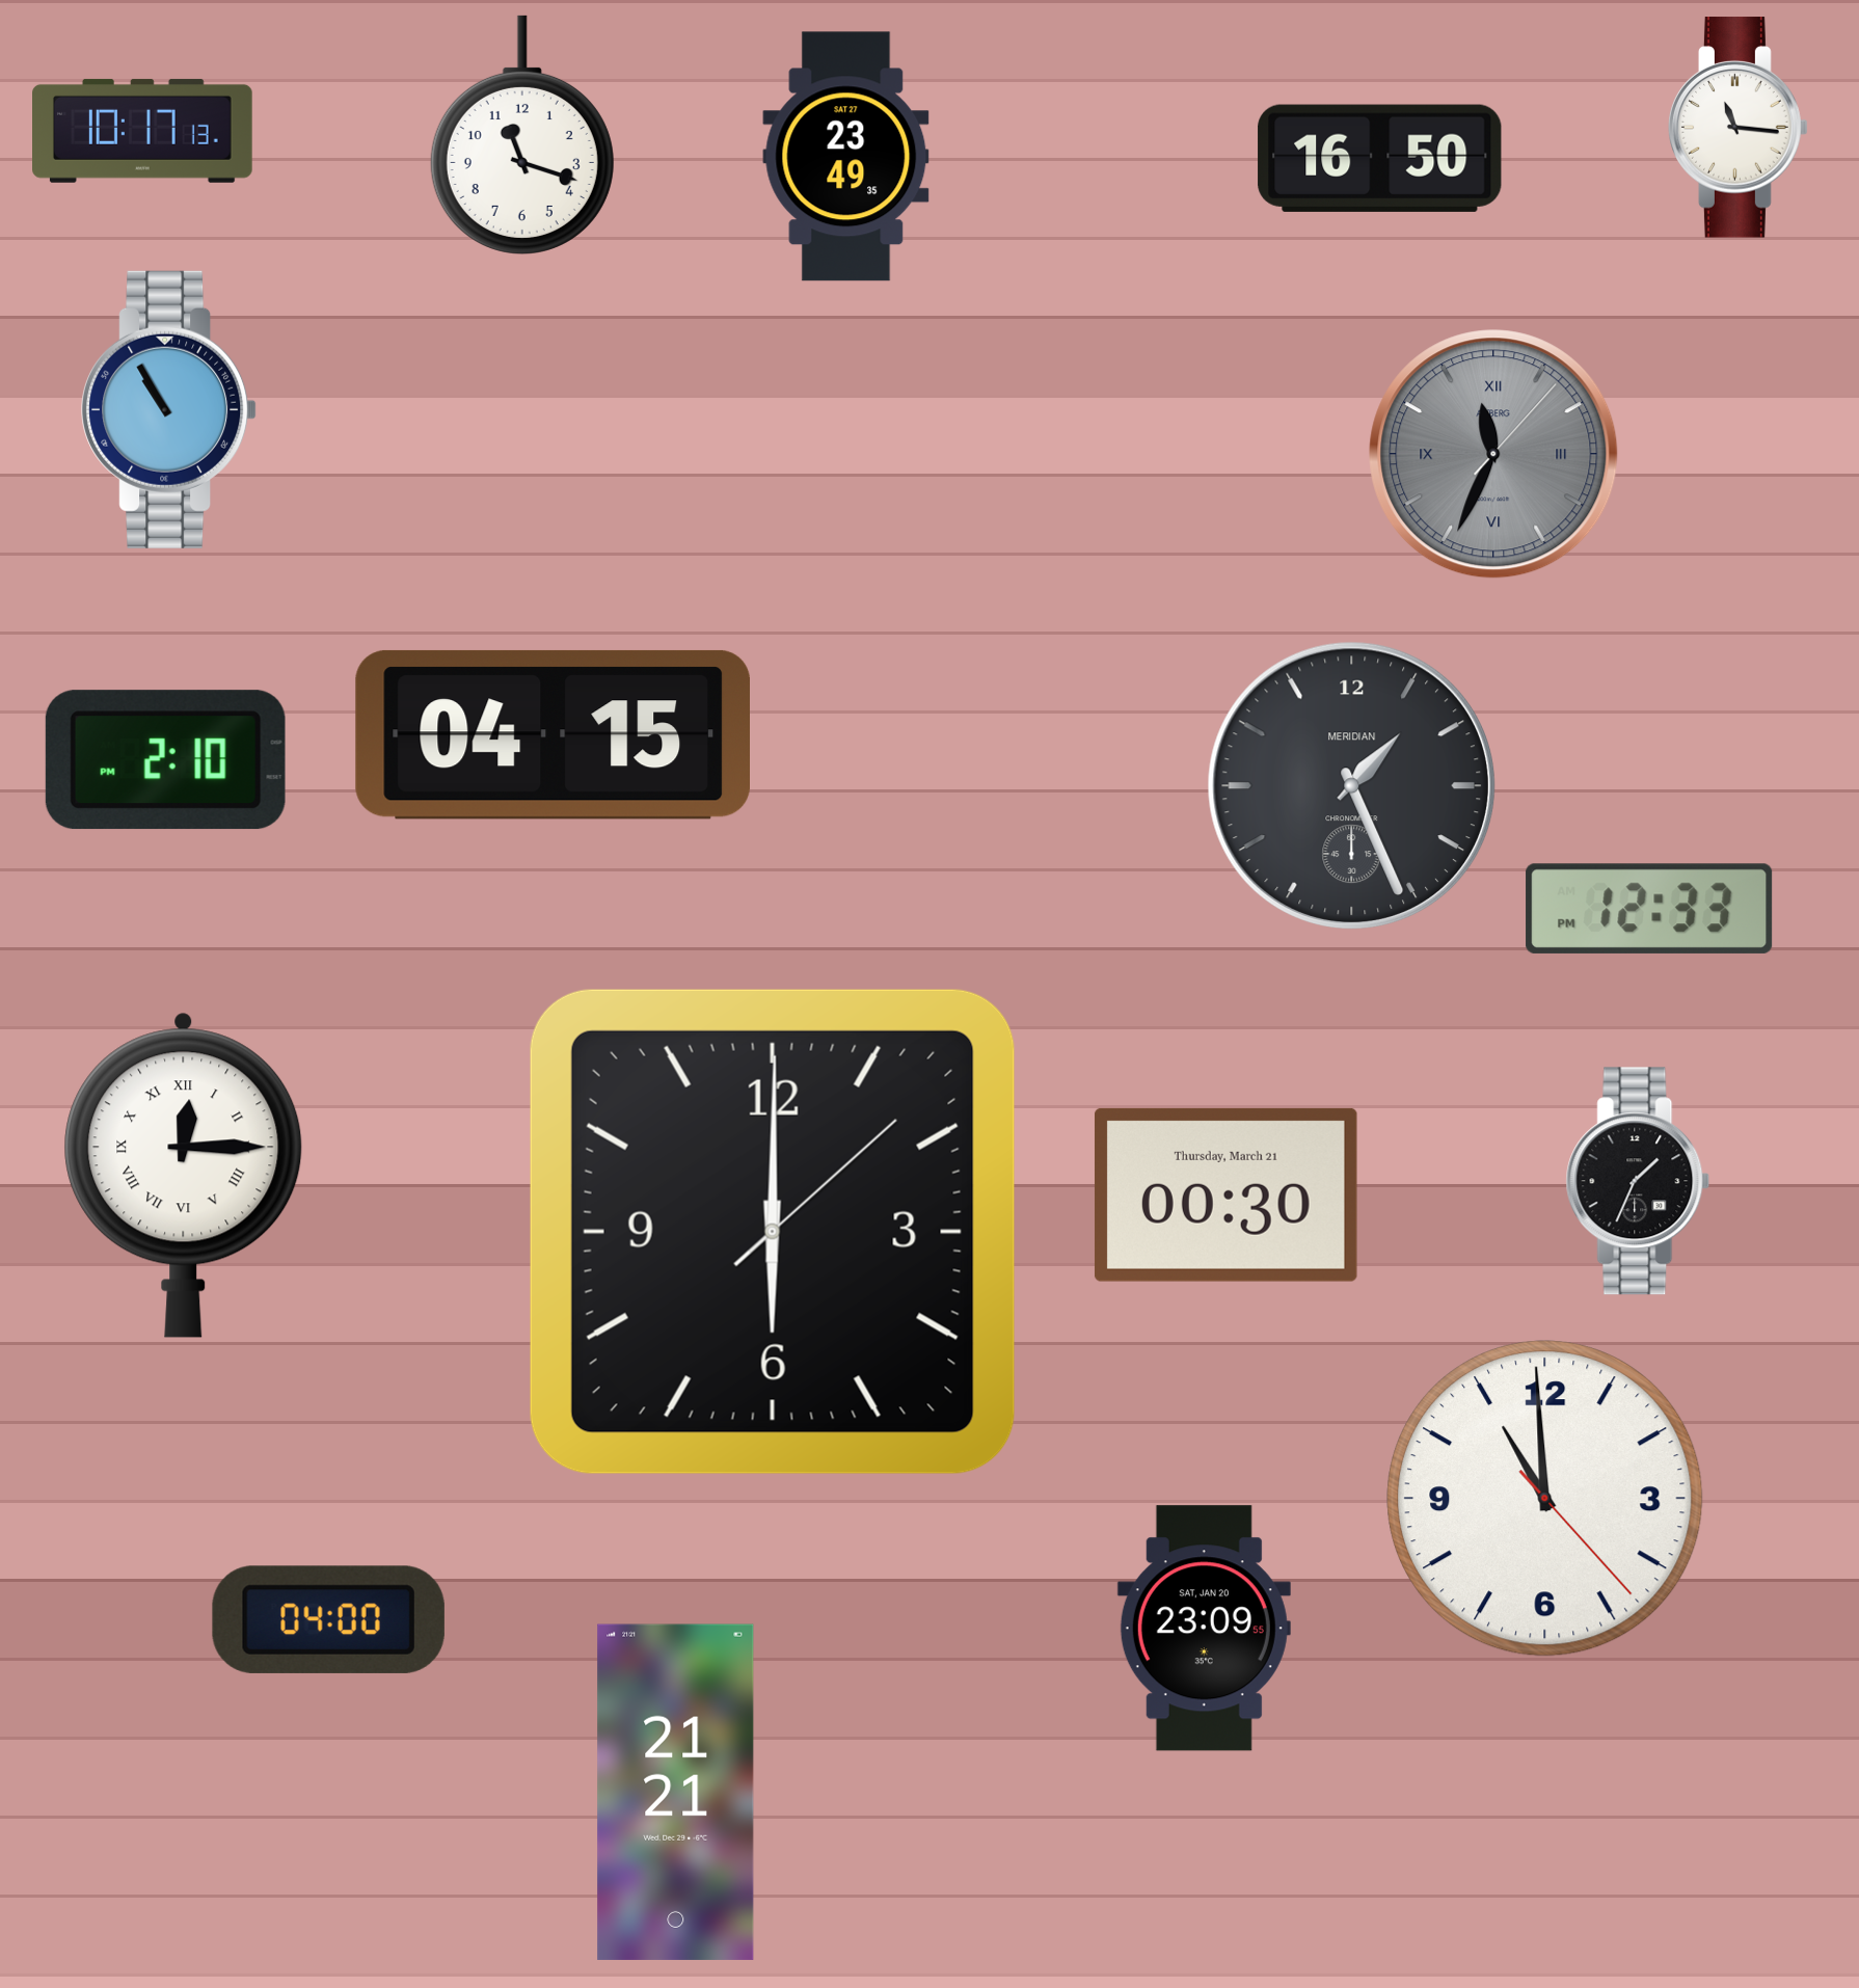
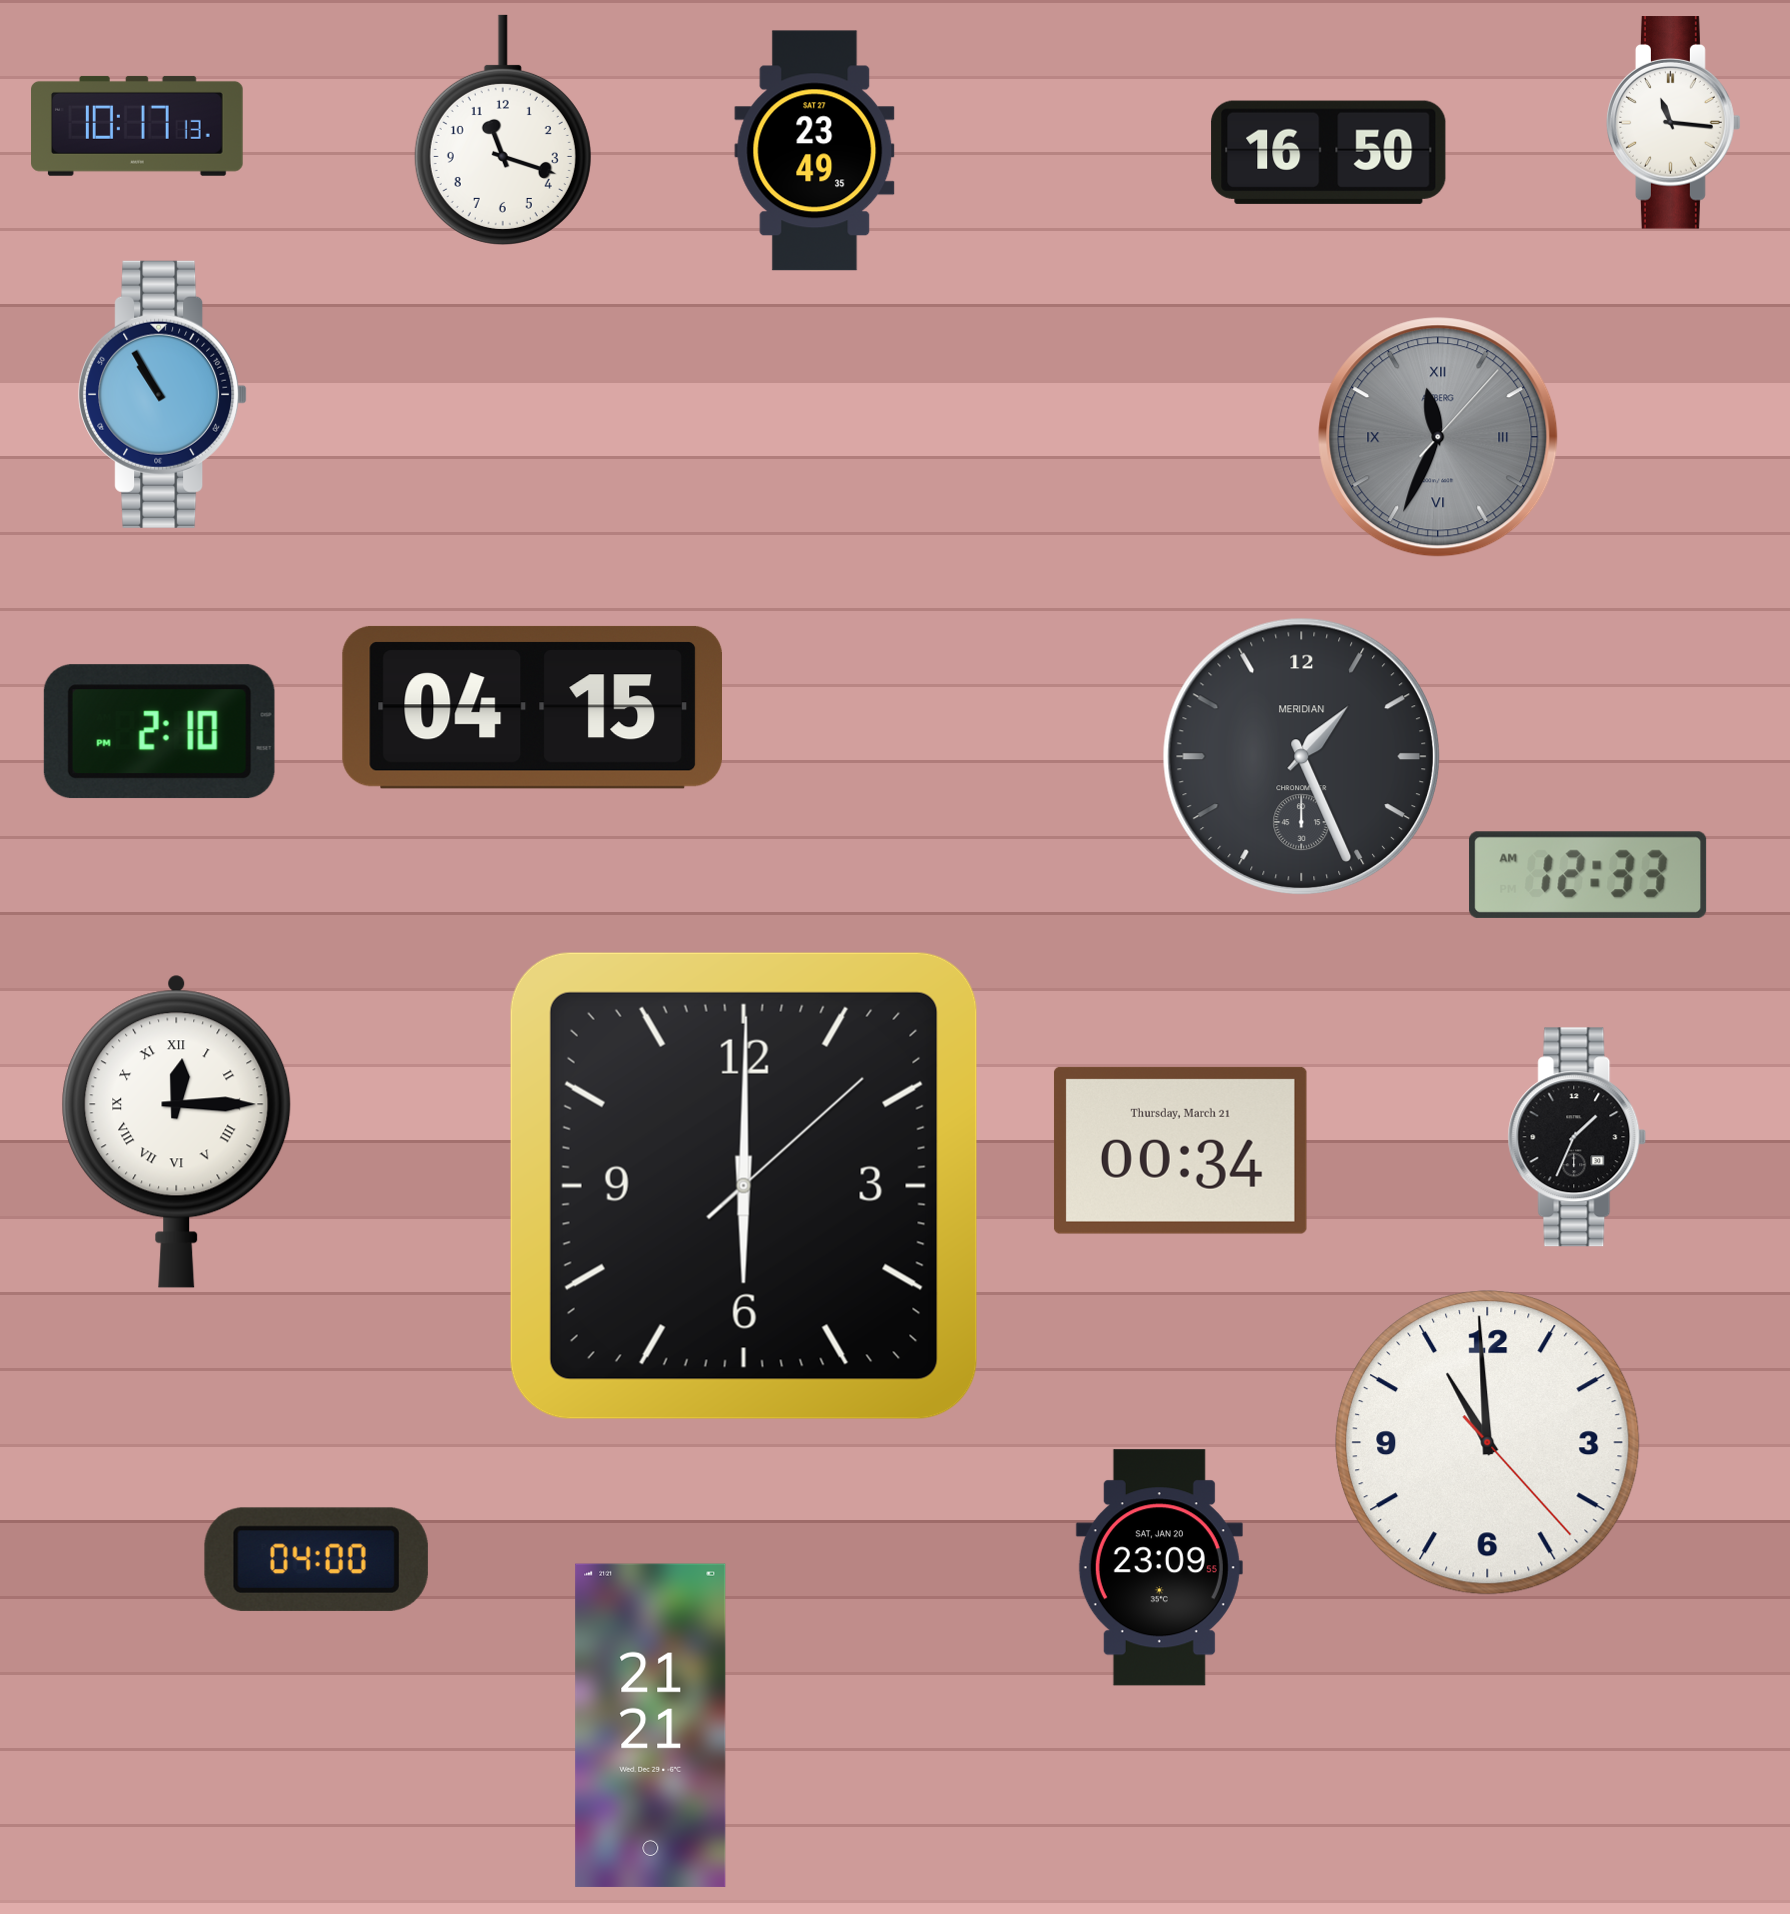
clock at (1649, 909): 12:33 PM -> 12:33 AM
clock at (1225, 1194): 00:30 -> 00:34
